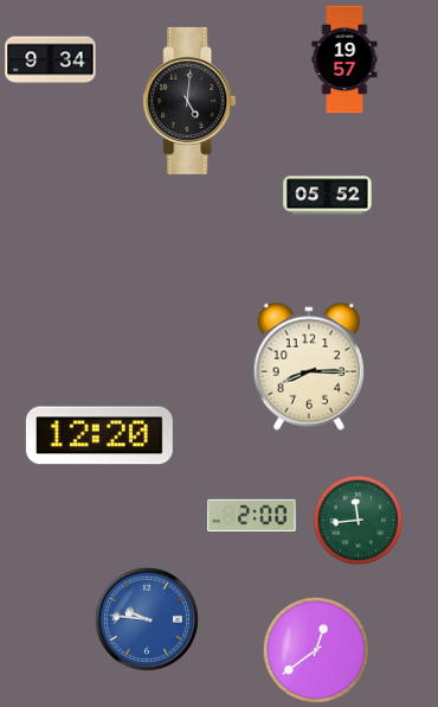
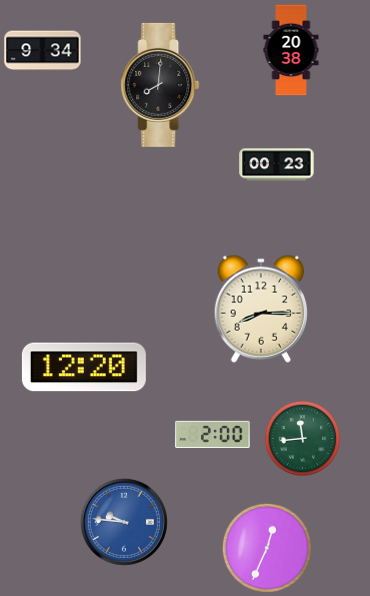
clock at (344, 59): 19:57 -> 20:38
clock at (189, 101): 5:01 -> 8:01
clock at (328, 196): 05:52 -> 00:23
clock at (316, 650): 12:39 -> 12:34
